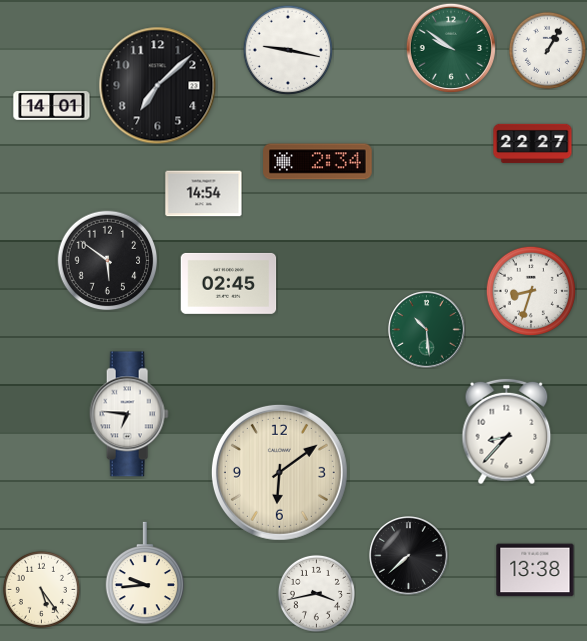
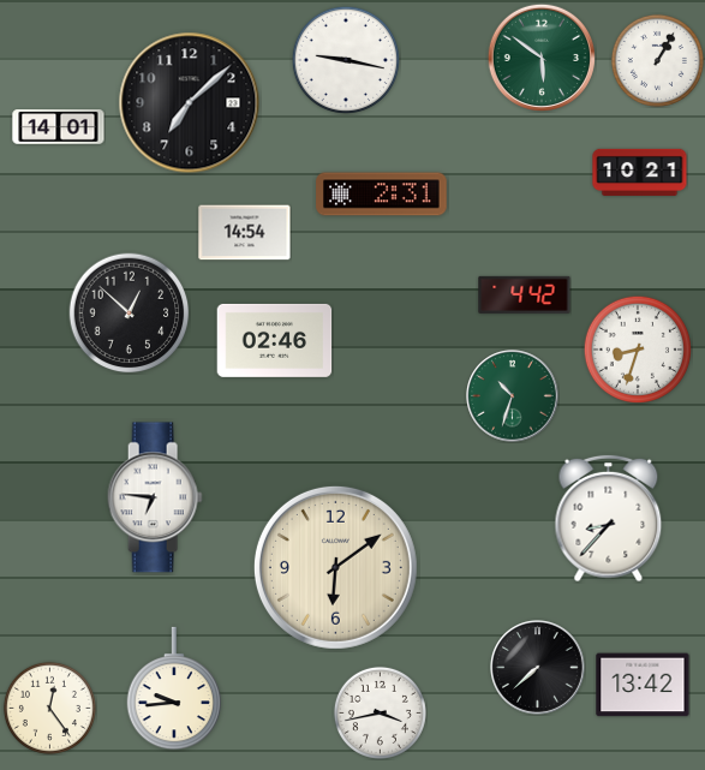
clock at (450, 47): 9:51 -> 5:51
clock at (52, 106) position: (52, 106) -> (59, 127)
clock at (533, 143): 22:27 -> 10:21
clock at (318, 162): 2:34 -> 2:31
clock at (525, 294): none -> 4:42
clock at (108, 261): 5:51 -> 12:52
clock at (229, 283): 02:45 -> 02:46
clock at (427, 330): 10:29 -> 10:33
clock at (409, 556) position: (409, 556) -> (538, 668)
clock at (535, 570): 13:38 -> 13:42
clock at (41, 589): 5:24 -> 12:24
